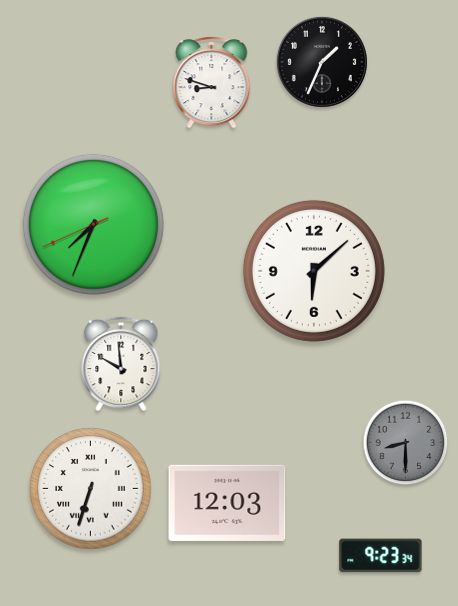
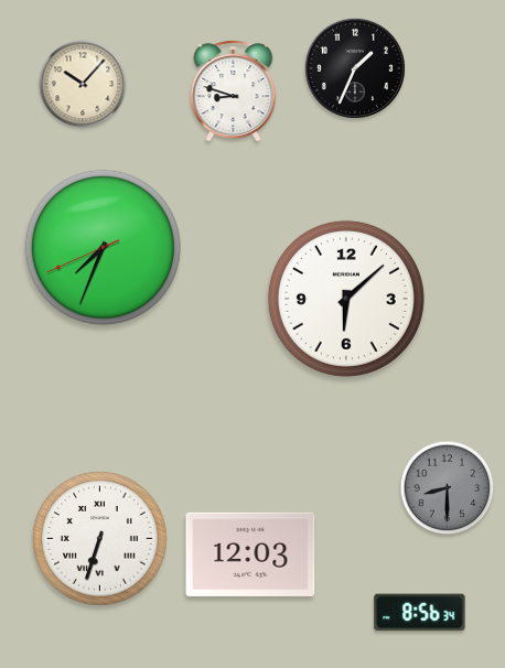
clock at (83, 84): none -> 10:07
clock at (121, 364): 9:59 -> none
clock at (381, 556): 9:23 -> 8:56
